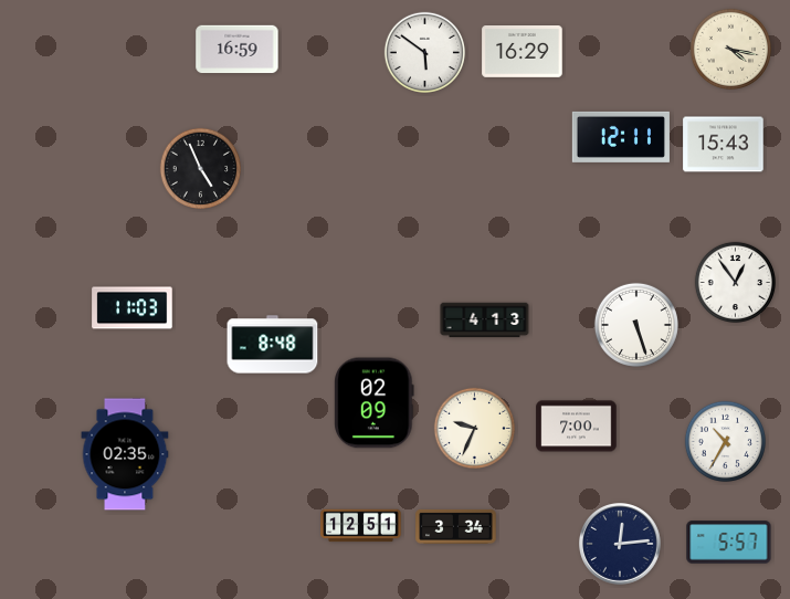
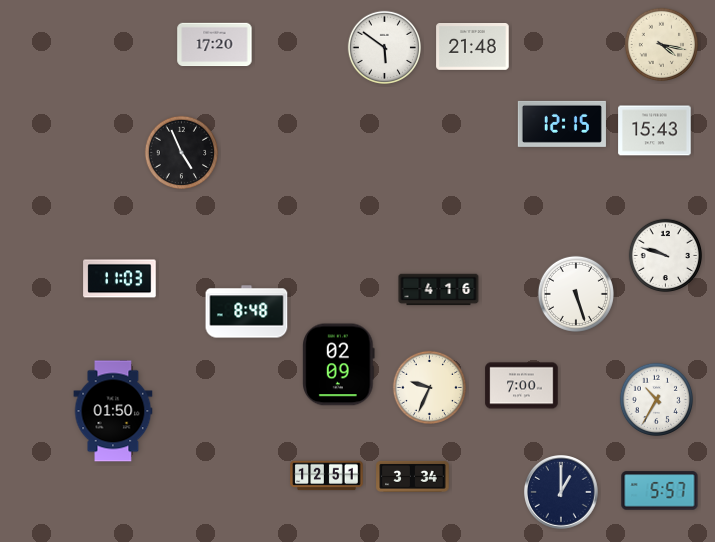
clock at (238, 50): 16:59 -> 17:20
clock at (523, 52): 16:29 -> 21:48
clock at (621, 137): 12:11 -> 12:15
clock at (735, 282): 12:54 -> 9:48
clock at (485, 320): 4:13 -> 4:16
clock at (125, 454): 02:35 -> 01:50
clock at (620, 544): 12:14 -> 1:00
